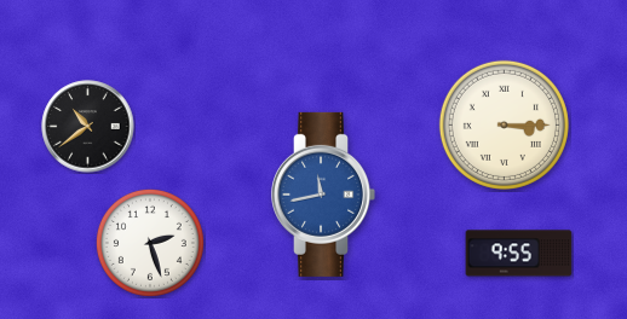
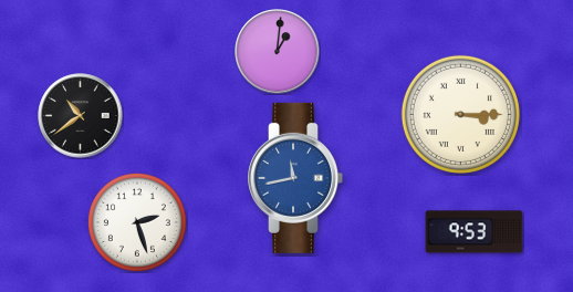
clock at (278, 52): none -> 1:01
clock at (519, 254): 9:55 -> 9:53
